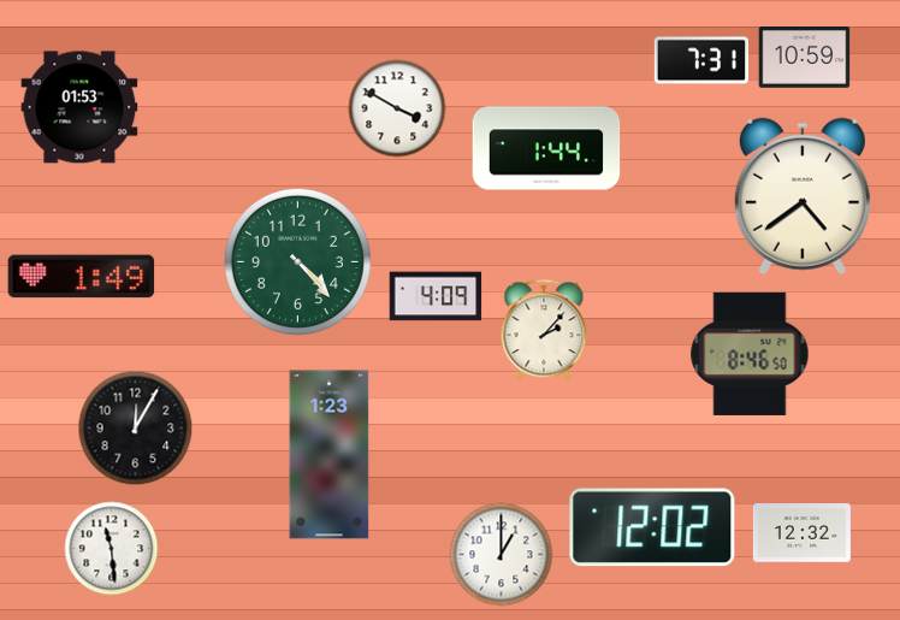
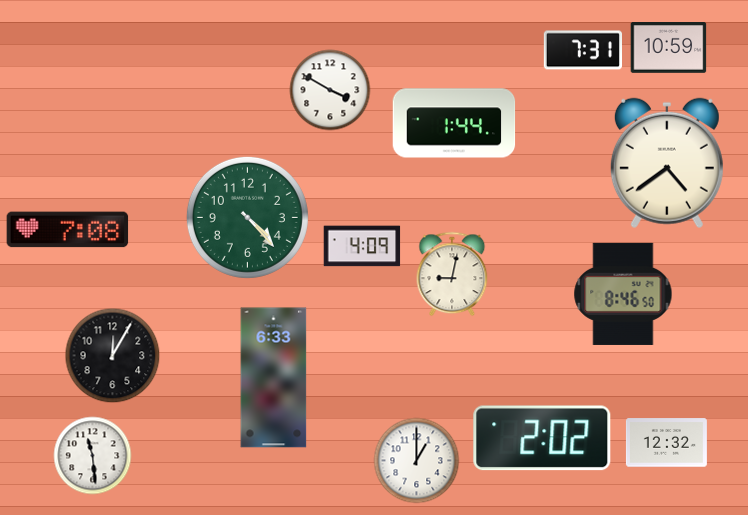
clock at (79, 107): 01:53 -> none
clock at (82, 277): 1:49 -> 7:08
clock at (544, 330): 2:07 -> 9:02
clock at (330, 455): 1:23 -> 6:33
clock at (652, 527): 12:02 -> 2:02
